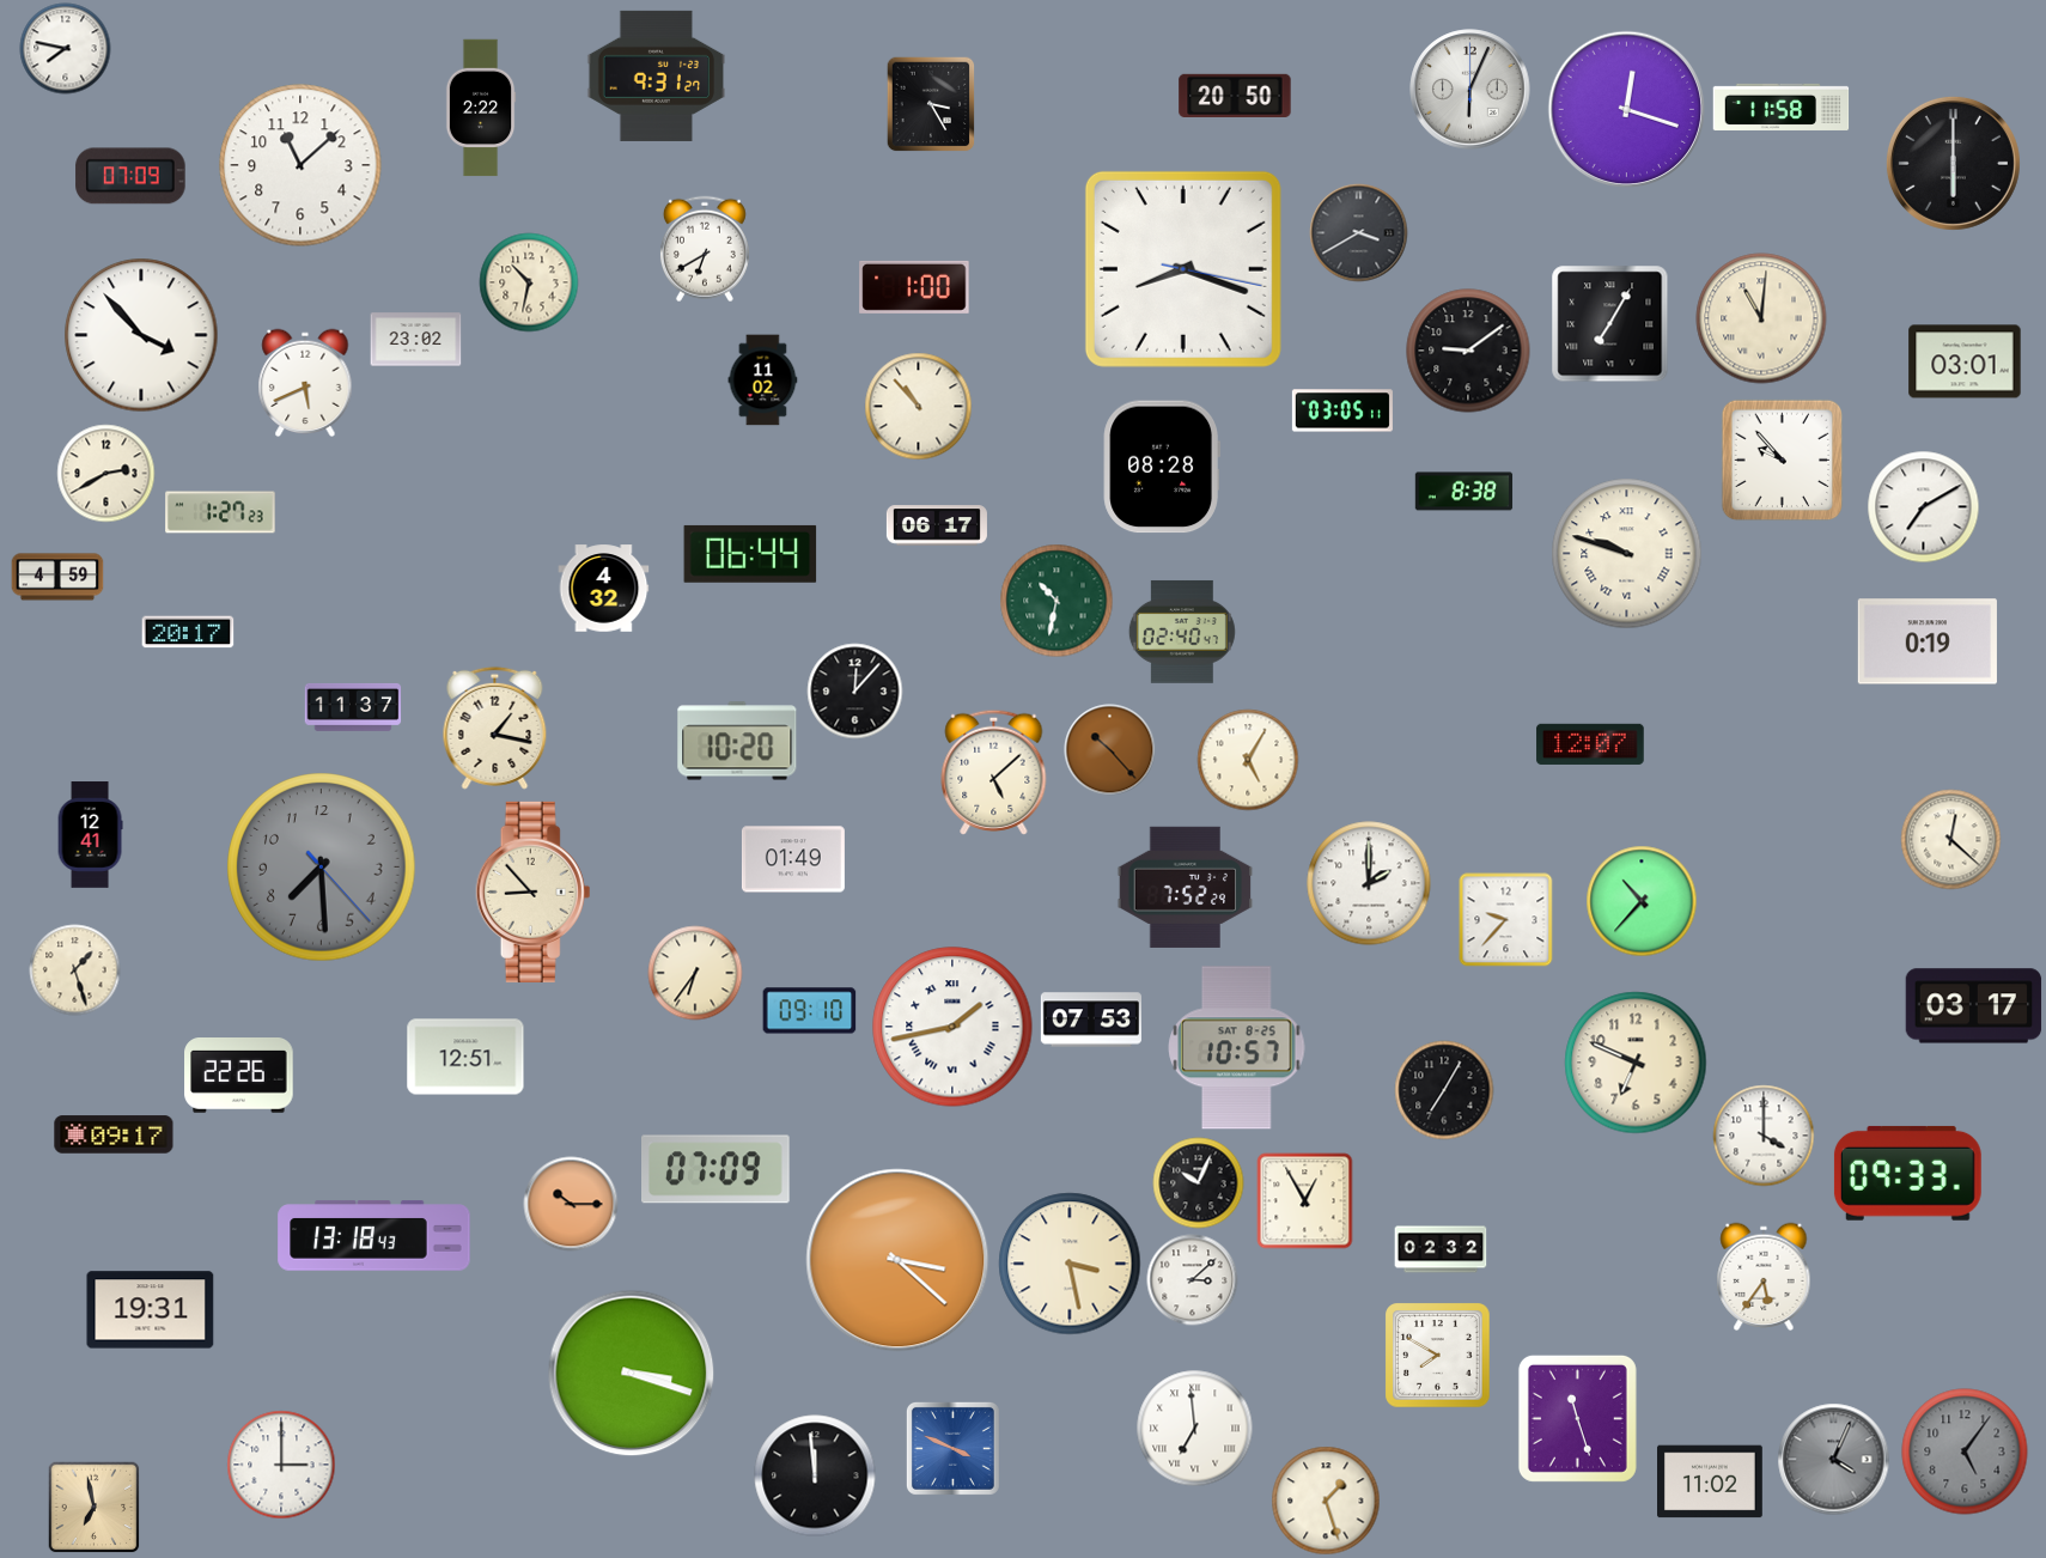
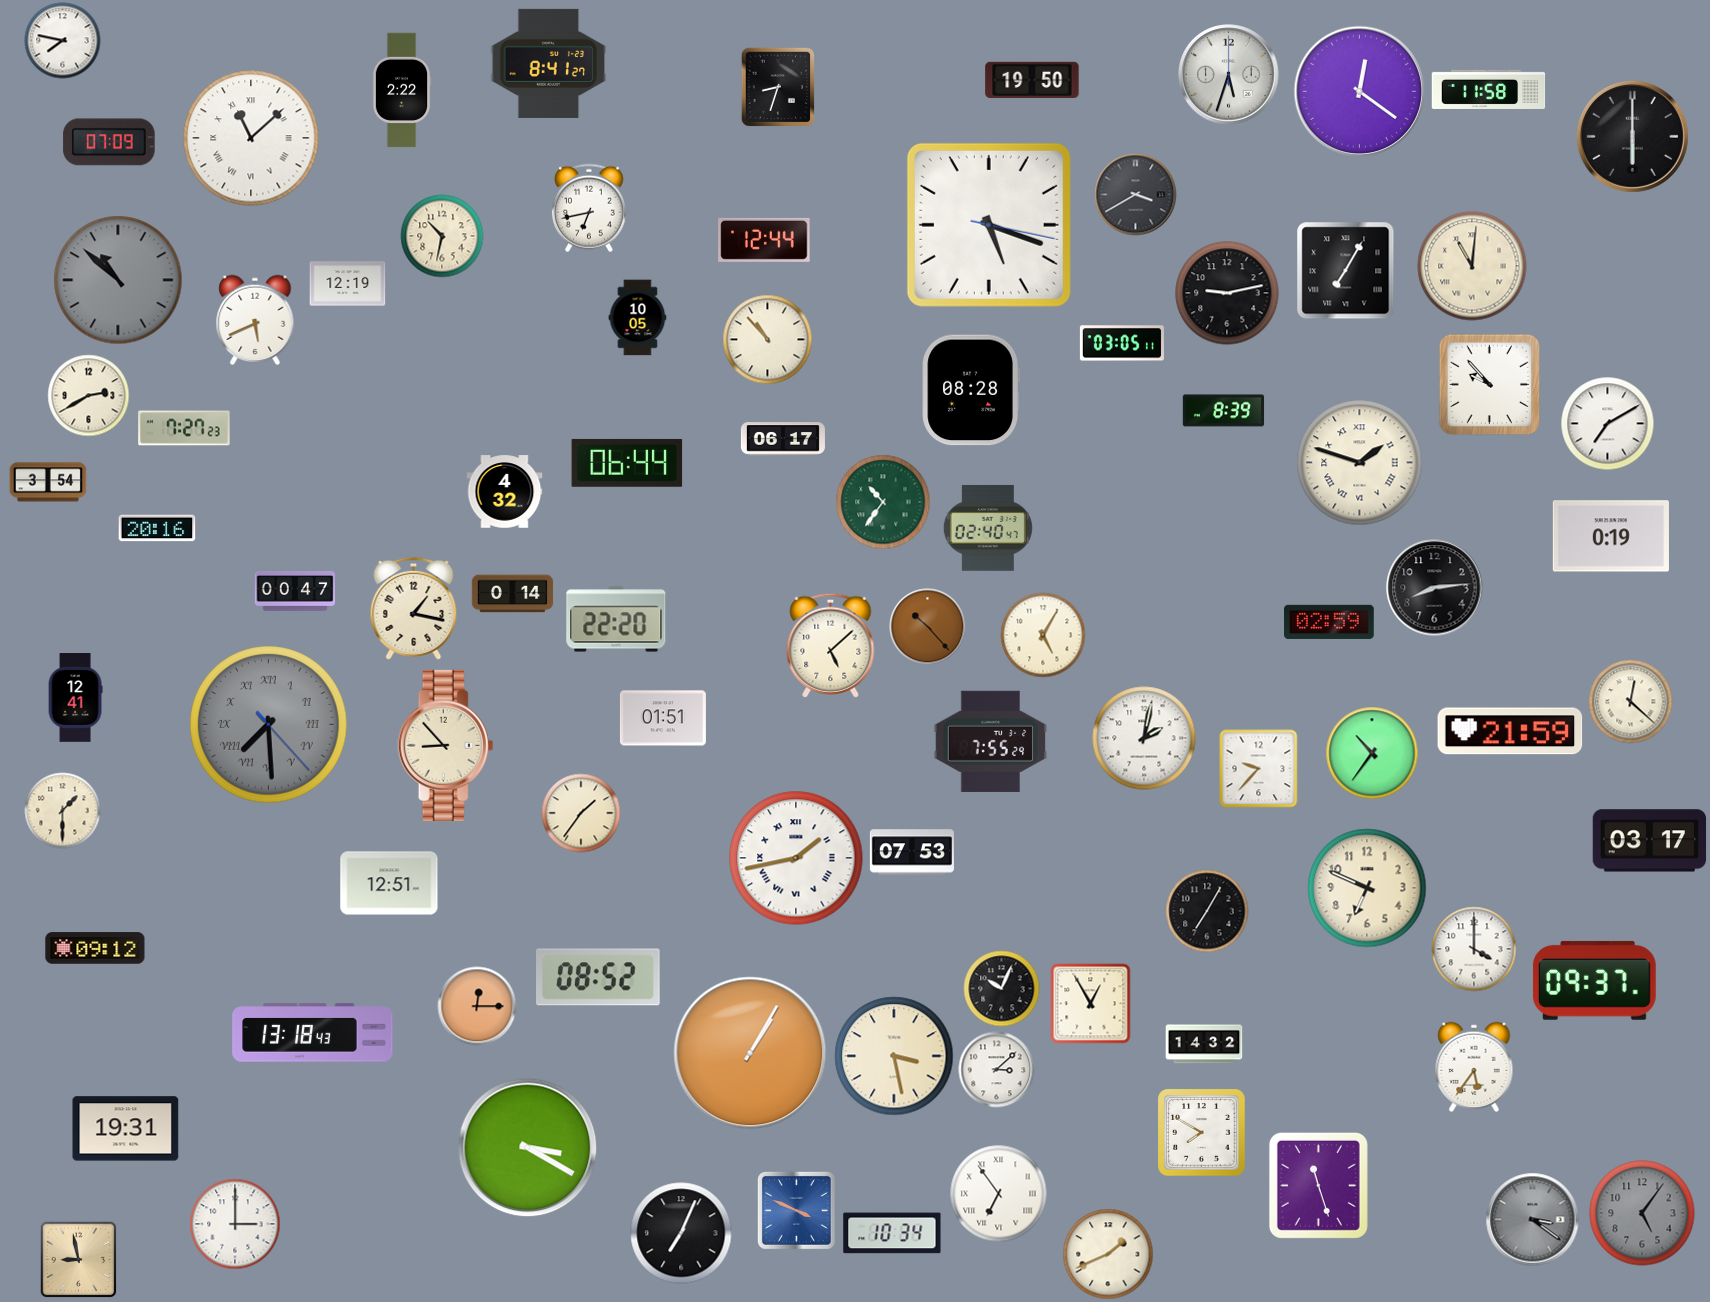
clock at (66, 49) position: (66, 49) -> (63, 41)
clock at (656, 75): 9:31 -> 8:41
clock at (1470, 90): 6:04 -> 5:33
clock at (1235, 95): 20:50 -> 19:50
clock at (931, 104): 3:25 -> 8:33
clock at (1627, 110): 12:18 -> 12:21
clock at (300, 165) numerals: Arabic -> Roman
clock at (130, 176) position: (130, 176) -> (109, 142)
clock at (705, 249): 6:40 -> 6:43
clock at (1183, 269): 8:18 -> 5:18
clock at (914, 287): 1:00 -> 12:44
clock at (141, 335): 3:53 -> 10:52
clock at (141, 335) dial: white -> grey
clock at (416, 340): 23:02 -> 12:19
clock at (1468, 351): 9:09 -> 9:13
clock at (1965, 361): 03:01 -> none
clock at (763, 381): 11:02 -> 10:05
clock at (1465, 492): 8:38 -> 8:39
clock at (220, 512): 1:27 -> 7:27
clock at (1627, 554): 9:48 -> 1:48
clock at (57, 577): 4:59 -> 3:54
clock at (1057, 601): 10:32 -> 10:36
clock at (188, 632): 20:17 -> 20:16
clock at (855, 692): 12:07 -> none
clock at (1435, 588): none -> 8:14
clock at (353, 707): 11:37 -> 00:47
clock at (513, 594): none -> 0:14
clock at (737, 741): 10:20 -> 22:20
clock at (1590, 744): 12:07 -> 02:59
clock at (793, 859): 01:49 -> 01:51
clock at (322, 868) numerals: Arabic -> Roman
clock at (1510, 731): none -> 21:59
clock at (1369, 883): 2:00 -> 2:02
clock at (1186, 887): 7:52 -> 7:55
clock at (1642, 901): 10:37 -> 10:36
clock at (75, 970): 1:27 -> 1:30
clock at (695, 973): 6:36 -> 1:36
clock at (810, 1011): 09:10 -> none
clock at (1237, 1048): 10:57 -> none
clock at (239, 1076): 22:26 -> none
clock at (114, 1134): 09:17 -> 09:12
clock at (717, 1169): 07:09 -> 08:52
clock at (1907, 1173): 09:33 -> 09:37
clock at (571, 1204): 10:15 -> 12:15
clock at (1441, 1249): 02:32 -> 14:32
clock at (897, 1260): 3:22 -> 1:05
clock at (151, 1310) position: (151, 1310) -> (126, 1129)
clock at (632, 1374): 3:18 -> 3:20
clock at (1195, 1429): 6:59 -> 6:54
clock at (1834, 1460): 4:04 -> 3:21
clock at (815, 1475): 11:59 -> 7:04
clock at (892, 1233): none -> 10:34
clock at (1711, 1481): 11:02 -> none
clock at (1326, 1501): 1:27 -> 1:41
clock at (93, 1507): 6:58 -> 8:58
